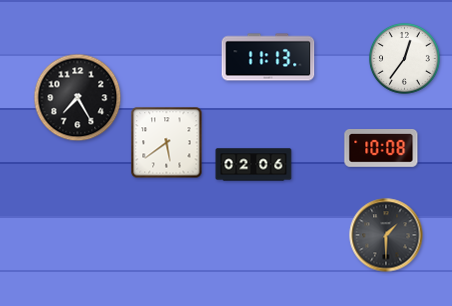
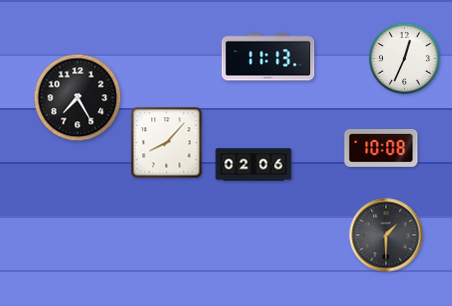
clock at (404, 58): 12:36 -> 12:34
clock at (167, 143): 5:39 -> 8:07
